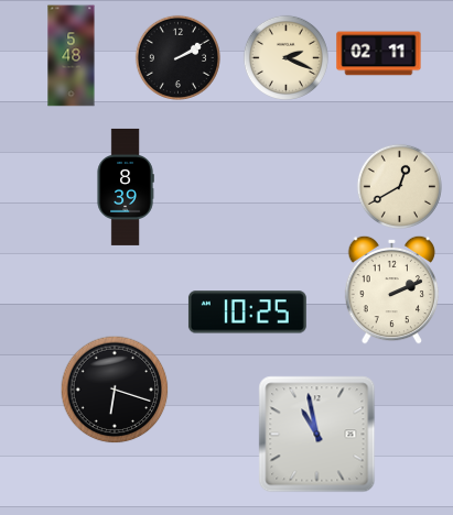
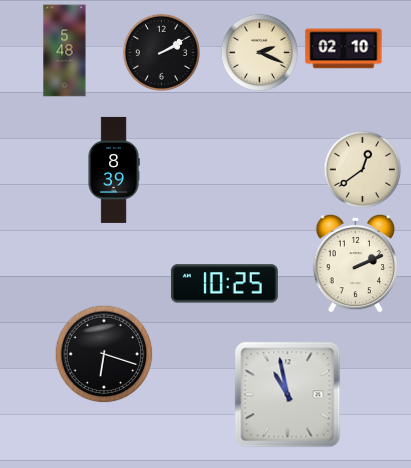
clock at (379, 54): 02:11 -> 02:10
clock at (399, 186): 12:40 -> 12:39
